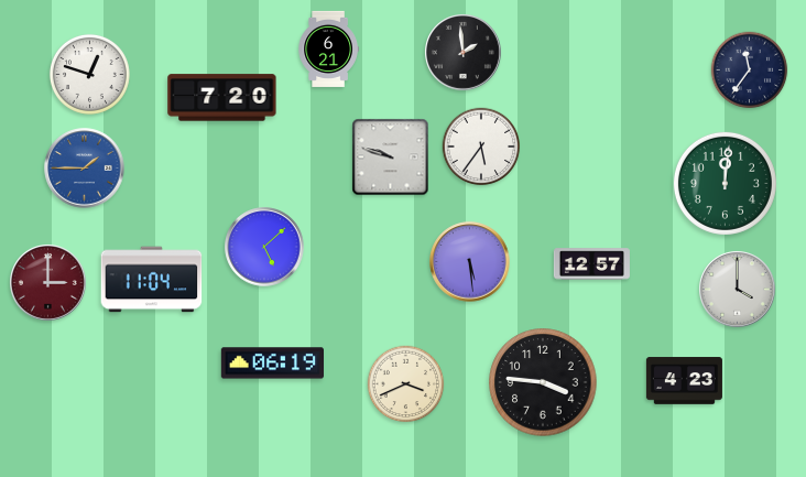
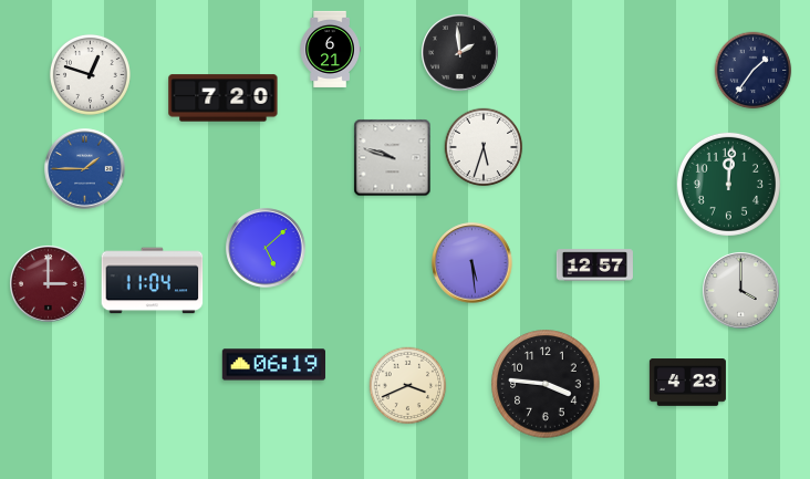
clock at (464, 53) position: (464, 53) -> (460, 53)
clock at (750, 71): 11:36 -> 1:36
clock at (481, 147): 5:36 -> 5:33
